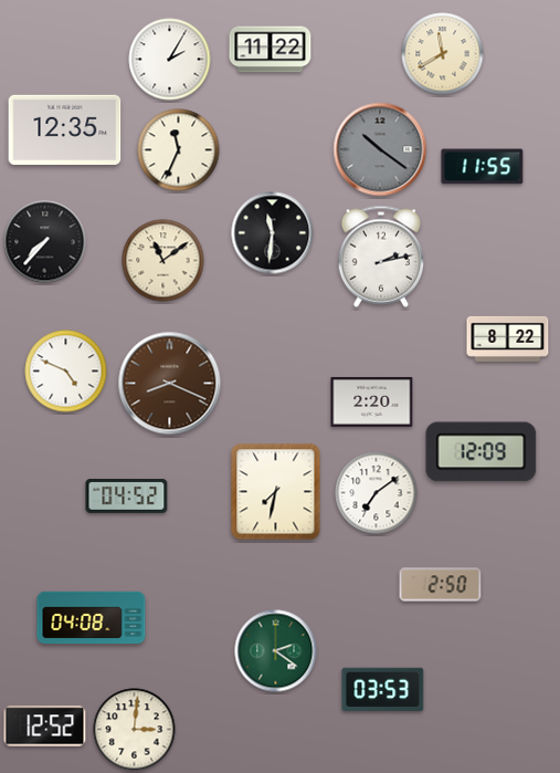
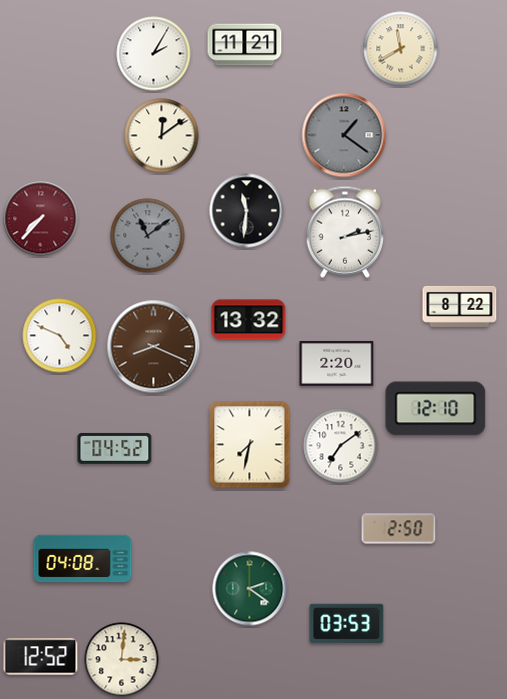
clock at (271, 50): 11:22 -> 11:21
clock at (65, 129): 12:35 -> none
clock at (380, 149): 10:21 -> 1:21
clock at (179, 150): 11:34 -> 12:09
clock at (483, 167): 11:55 -> none
clock at (45, 242) dial: black -> burgundy
clock at (163, 261) dial: cream -> grey
clock at (249, 320): none -> 13:32
clock at (482, 452): 12:09 -> 12:10
